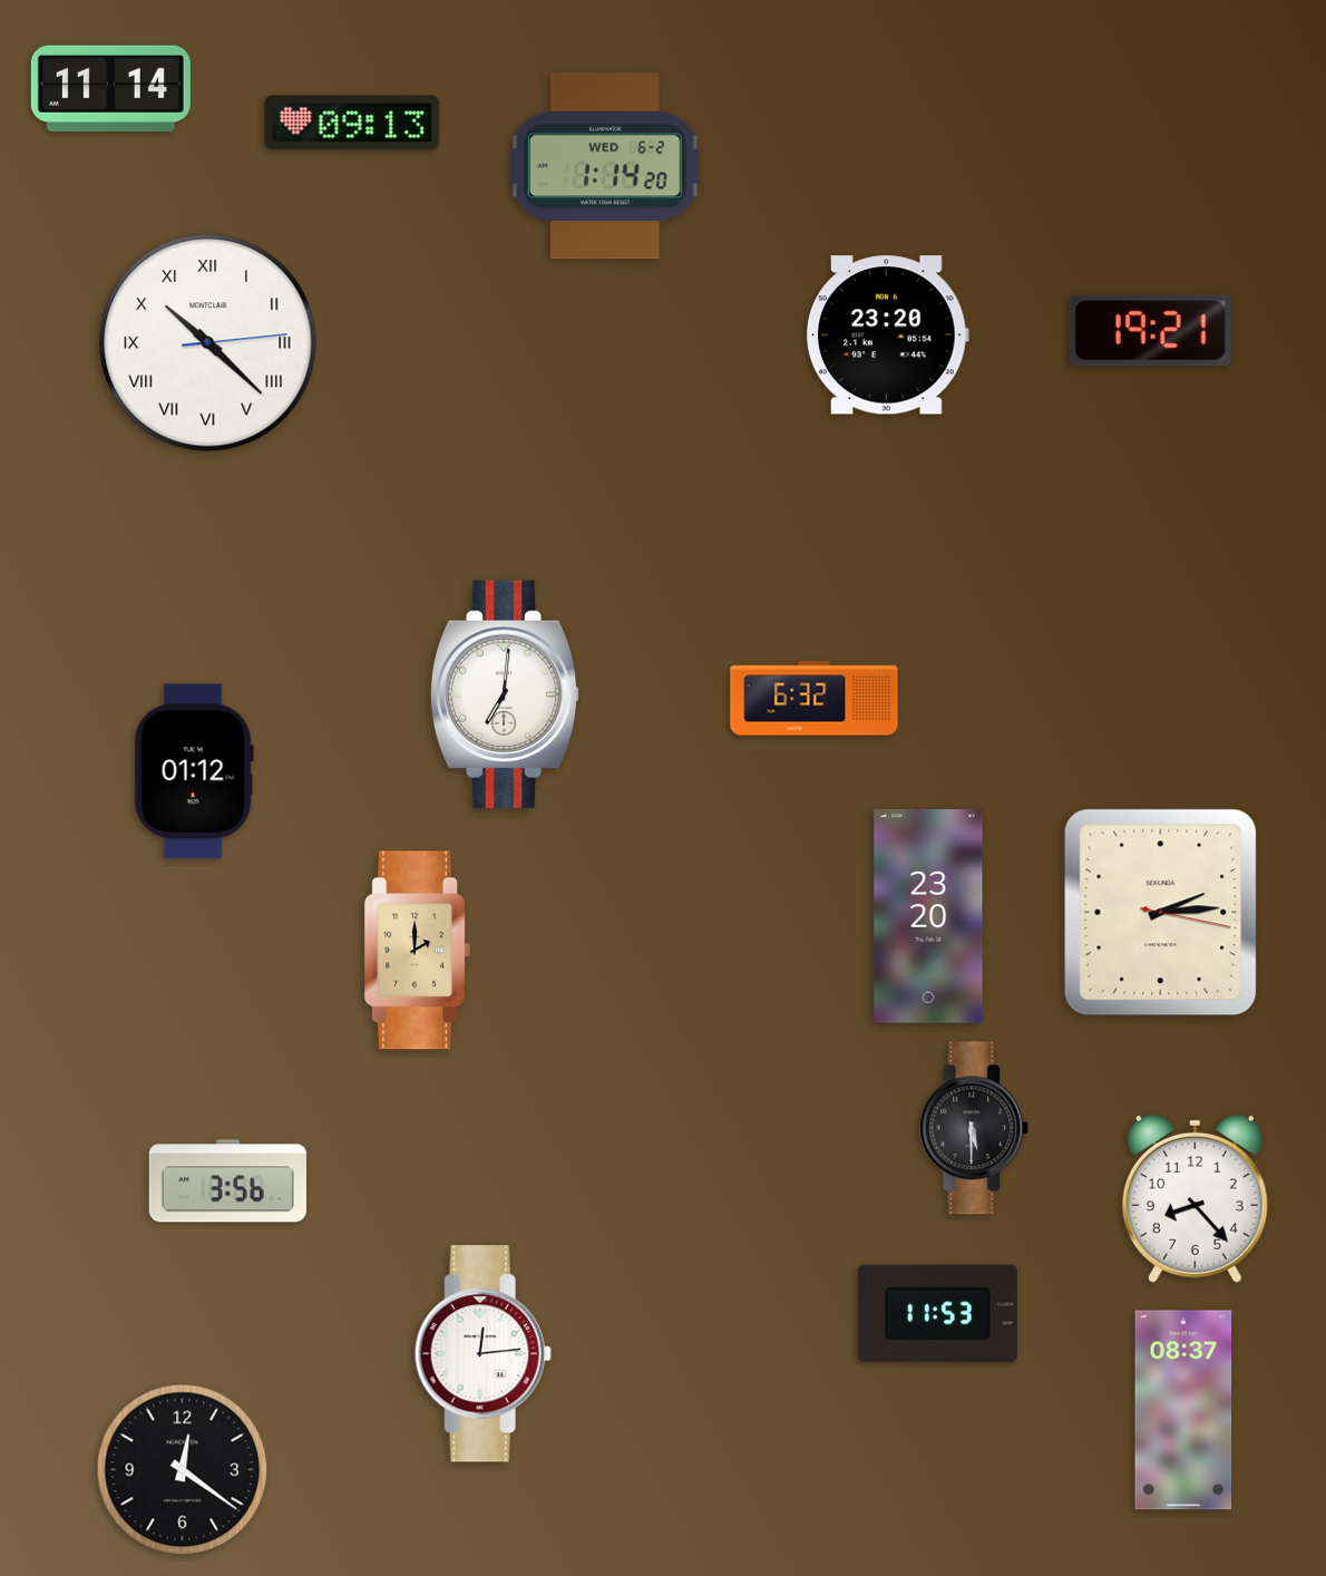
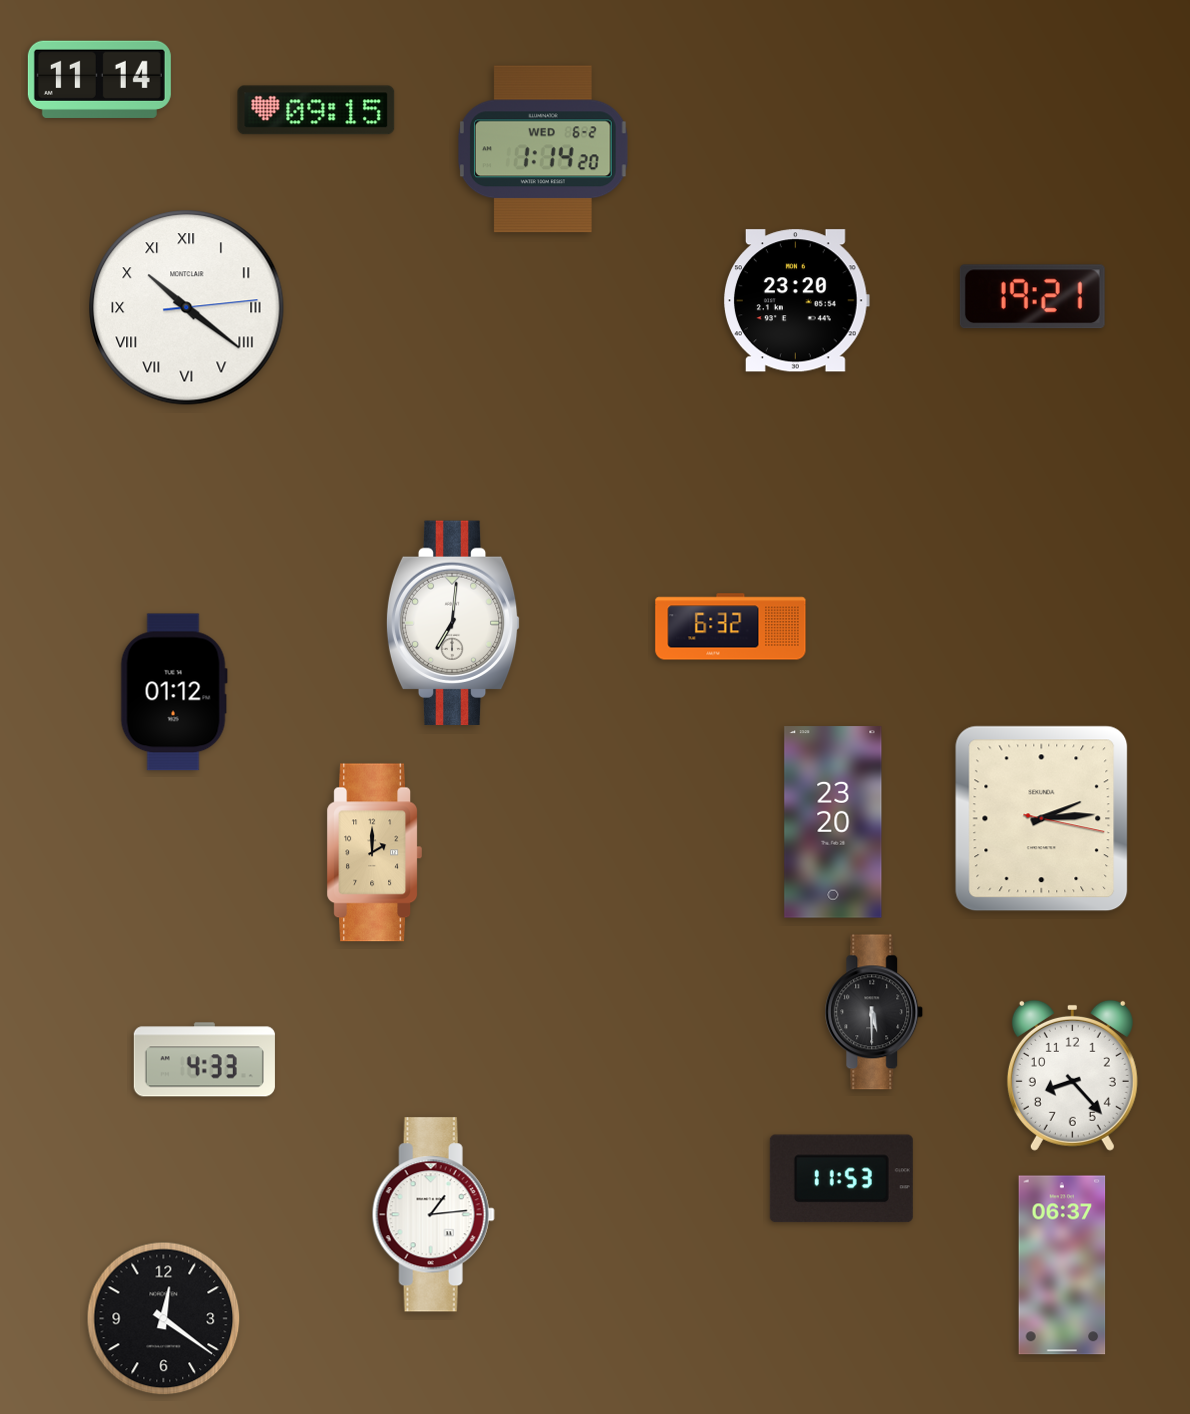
clock at (352, 123): 09:13 -> 09:15
clock at (208, 343): 10:22 -> 10:21
clock at (227, 1181): 3:56 -> 4:33
clock at (482, 1354): 12:14 -> 1:14
clock at (1183, 1410): 08:37 -> 06:37
